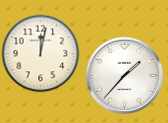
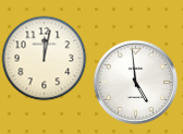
clock at (124, 75): 1:37 -> 4:59
